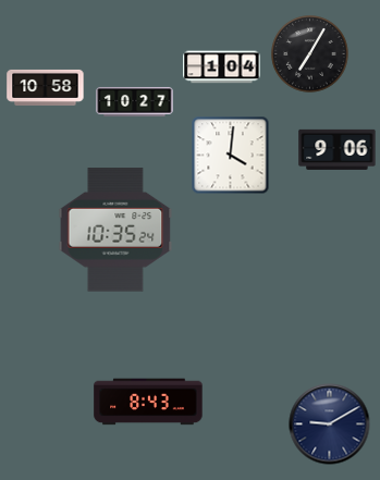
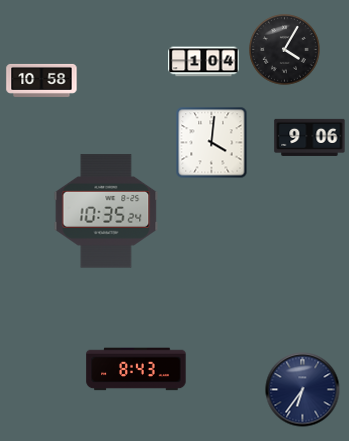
clock at (310, 54): 7:05 -> 4:05
clock at (135, 102): 10:27 -> none
clock at (330, 424): 9:10 -> 6:36
